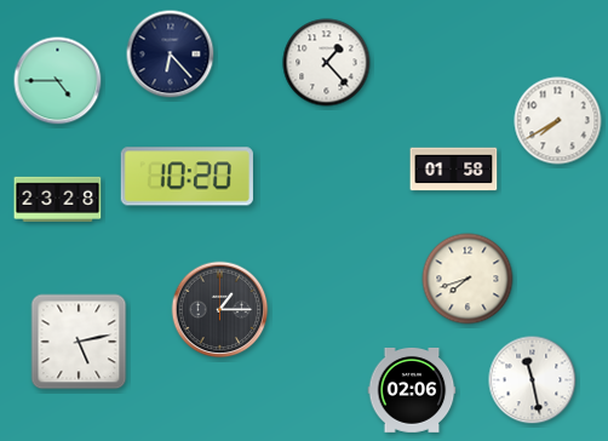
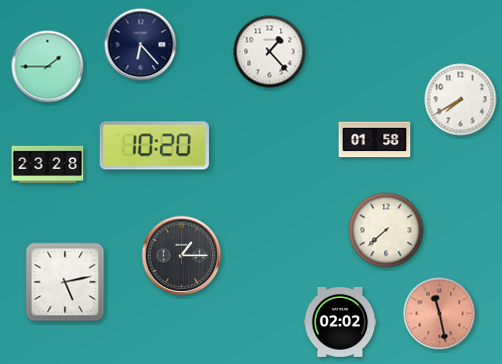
clock at (58, 81): 4:45 -> 1:45
clock at (468, 279): 7:42 -> 7:38
clock at (533, 380) dial: white -> salmon
clock at (412, 390): 02:06 -> 02:02
